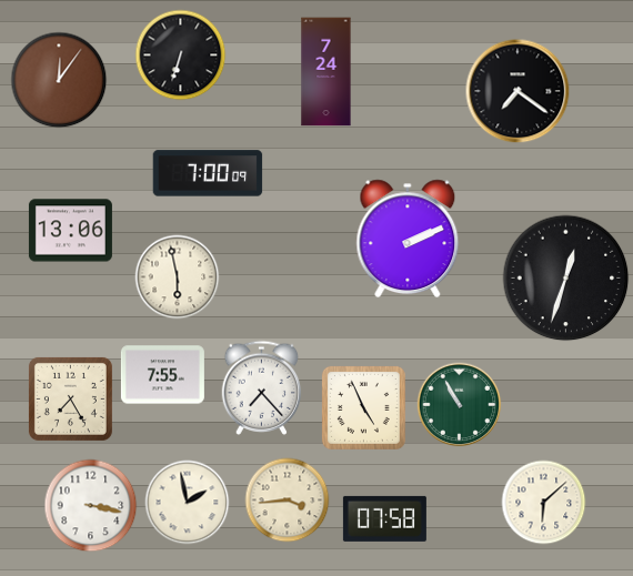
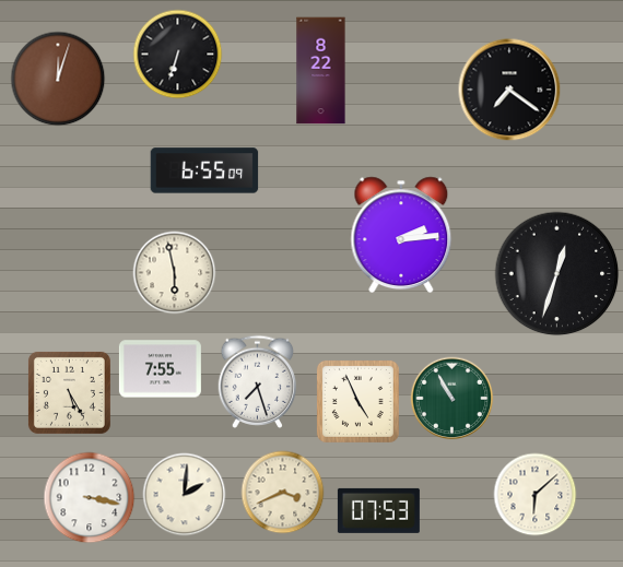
clock at (326, 72): 7:24 -> 8:22
clock at (59, 80): 12:06 -> 12:03
clock at (208, 173): 7:00 -> 6:55
clock at (70, 231): 13:06 -> none
clock at (408, 239): 2:11 -> 2:14
clock at (262, 387): 7:23 -> 7:27
clock at (70, 398): 7:25 -> 5:25
clock at (288, 501): 3:44 -> 3:41
clock at (188, 503): 1:58 -> 2:01
clock at (384, 518): 07:58 -> 07:53
